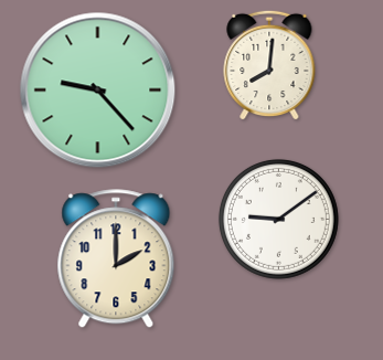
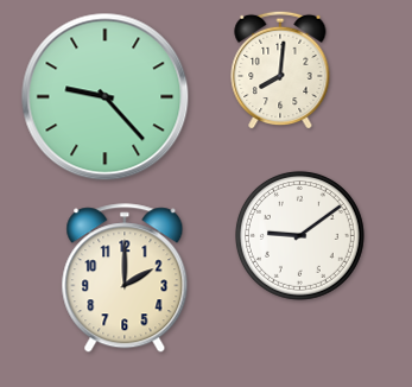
clock at (269, 65) position: (269, 65) -> (280, 70)
